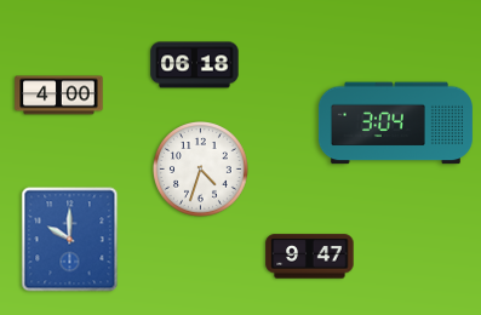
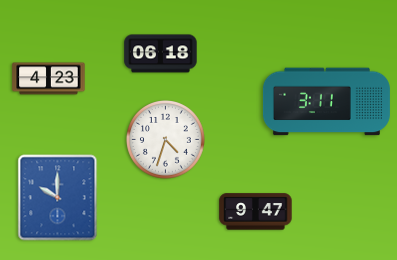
clock at (59, 96): 4:00 -> 4:23
clock at (395, 124): 3:04 -> 3:11
